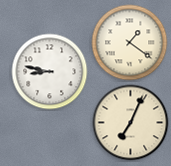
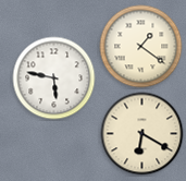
clock at (50, 72): 8:47 -> 5:47
clock at (131, 123): 7:04 -> 6:20
